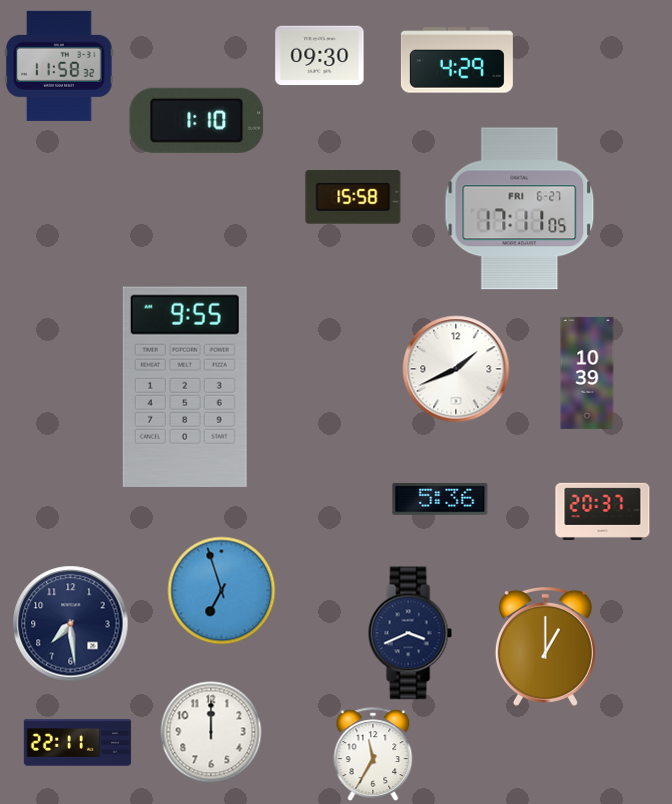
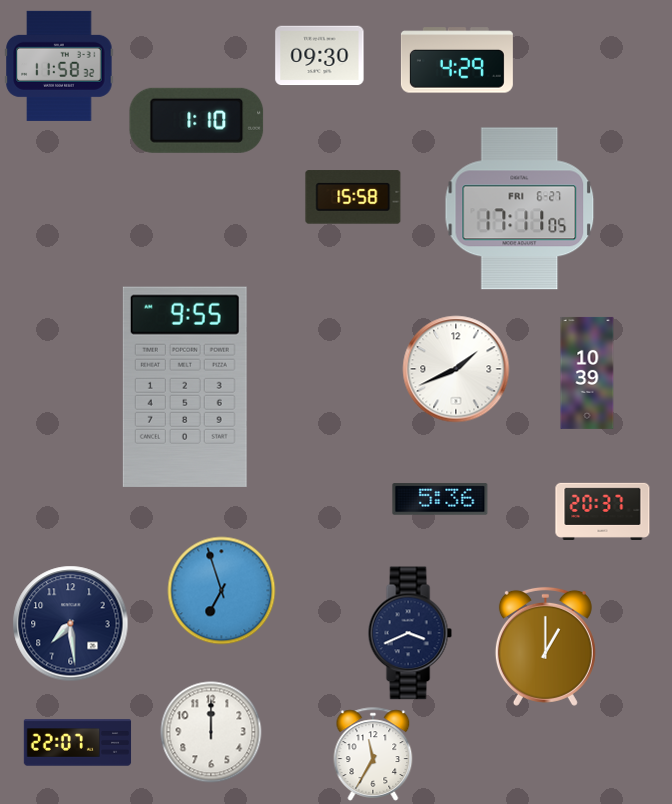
clock at (78, 743): 22:11 -> 22:07
